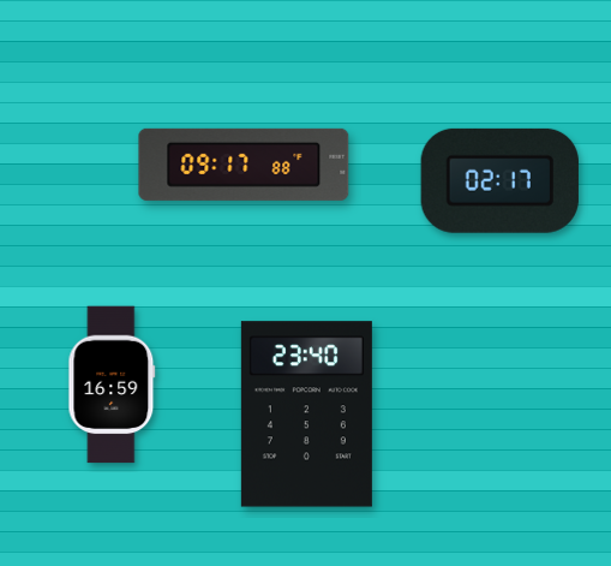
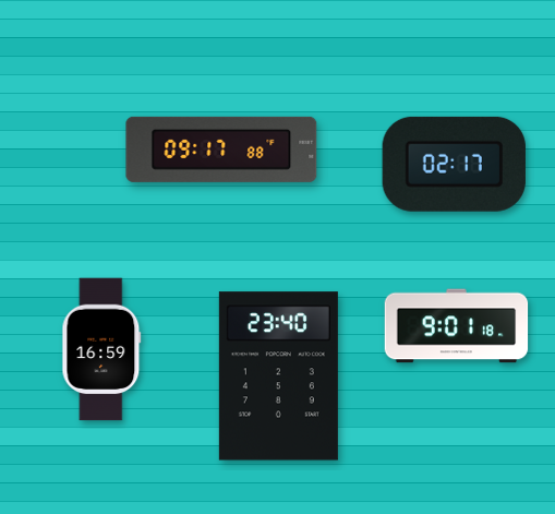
clock at (457, 326): none -> 9:01
